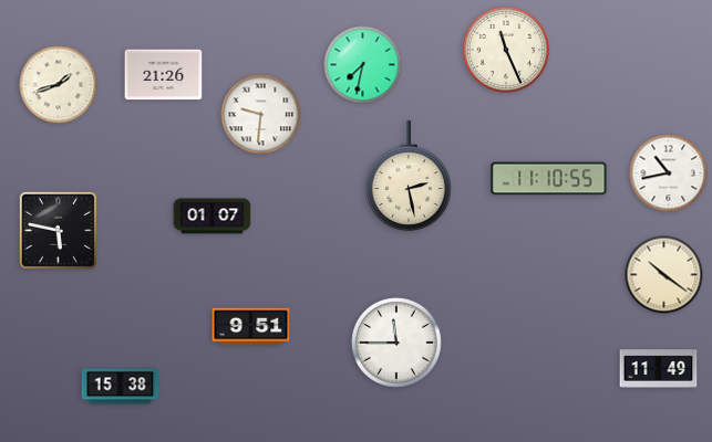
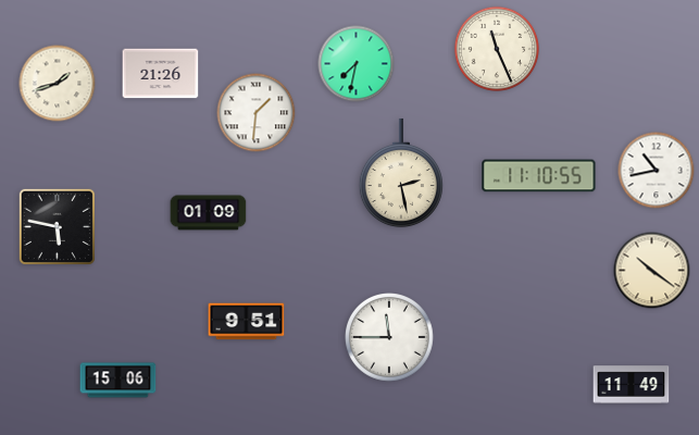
clock at (261, 115): 9:31 -> 1:31
clock at (213, 217): 01:07 -> 01:09
clock at (659, 369) position: (659, 369) -> (632, 385)
clock at (121, 387): 15:38 -> 15:06
